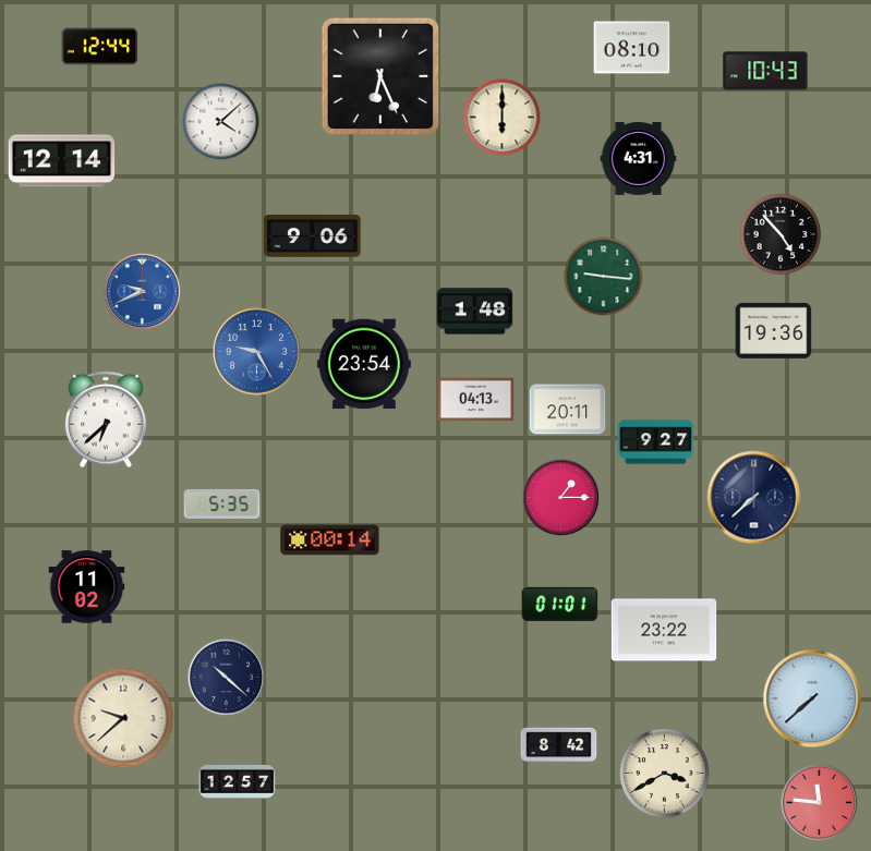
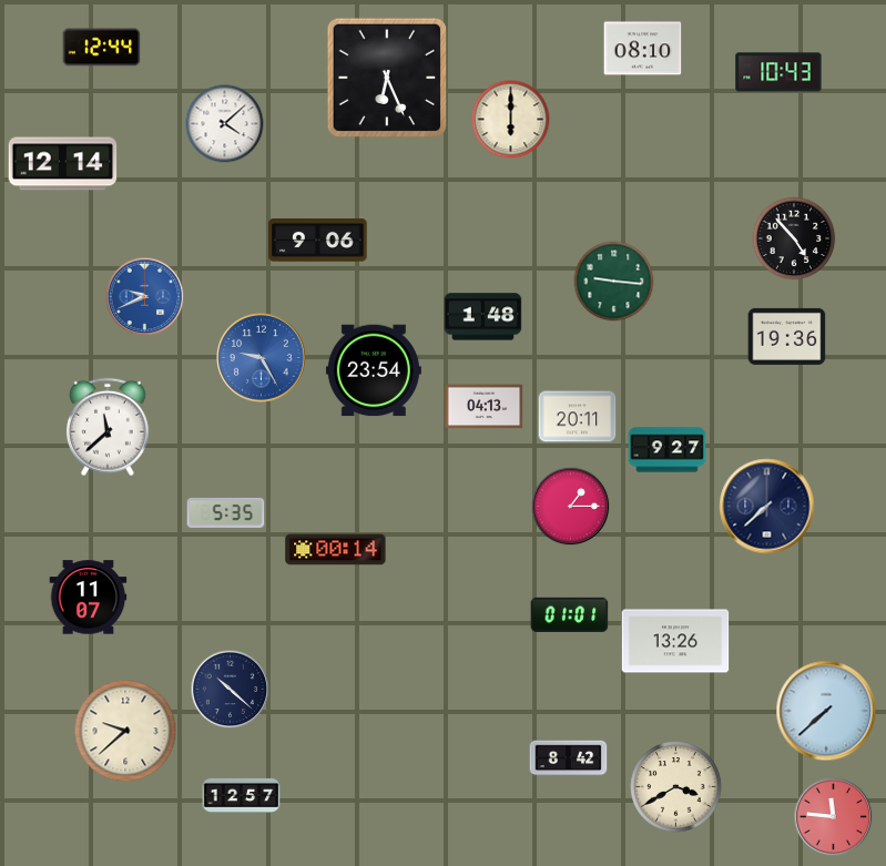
clock at (639, 159): 4:31 -> none
clock at (364, 364) position: (364, 364) -> (374, 370)
clock at (106, 420): 6:38 -> 11:38
clock at (87, 587): 11:02 -> 11:07
clock at (664, 630): 23:22 -> 13:26
